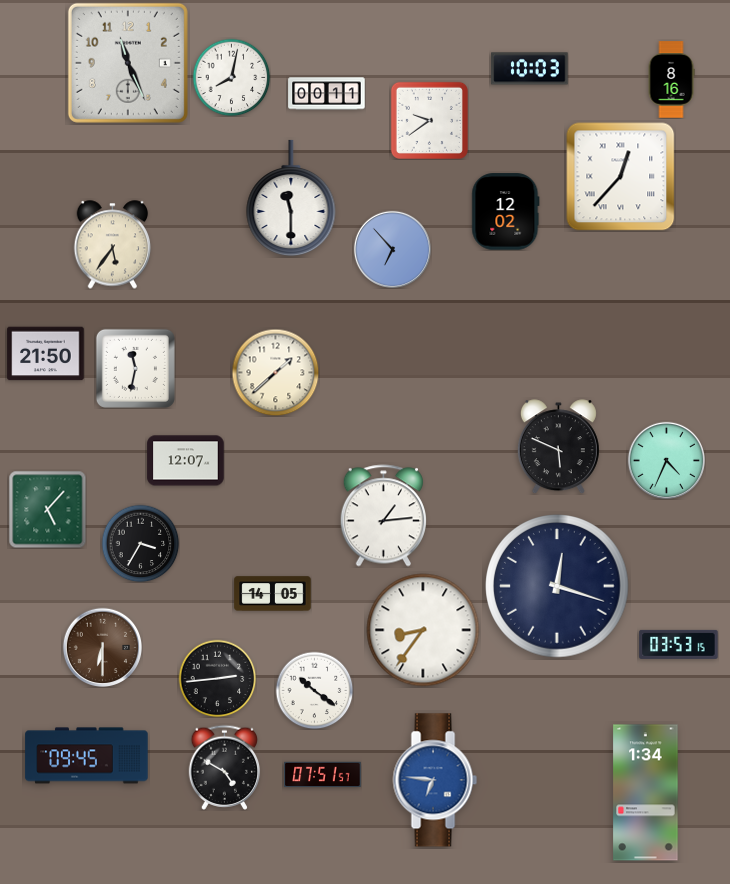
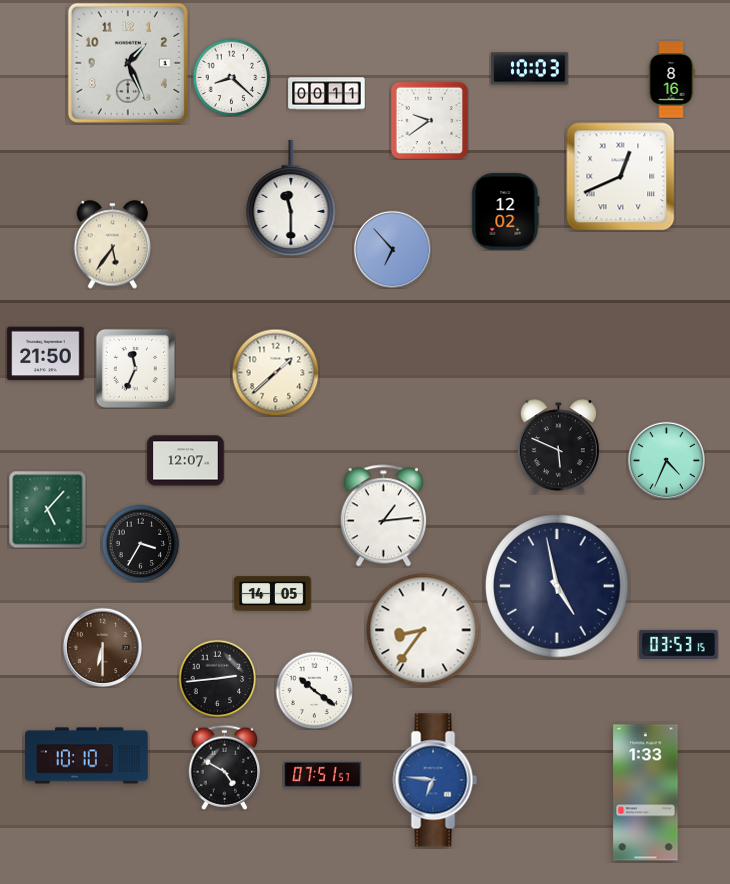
clock at (128, 63): 11:26 -> 1:26
clock at (231, 77): 8:02 -> 8:22
clock at (621, 177): 12:37 -> 12:41
clock at (135, 368): 11:32 -> 11:34
clock at (557, 586): 12:18 -> 4:58
clock at (87, 756): 09:45 -> 10:10
clock at (646, 793): 1:34 -> 1:33
